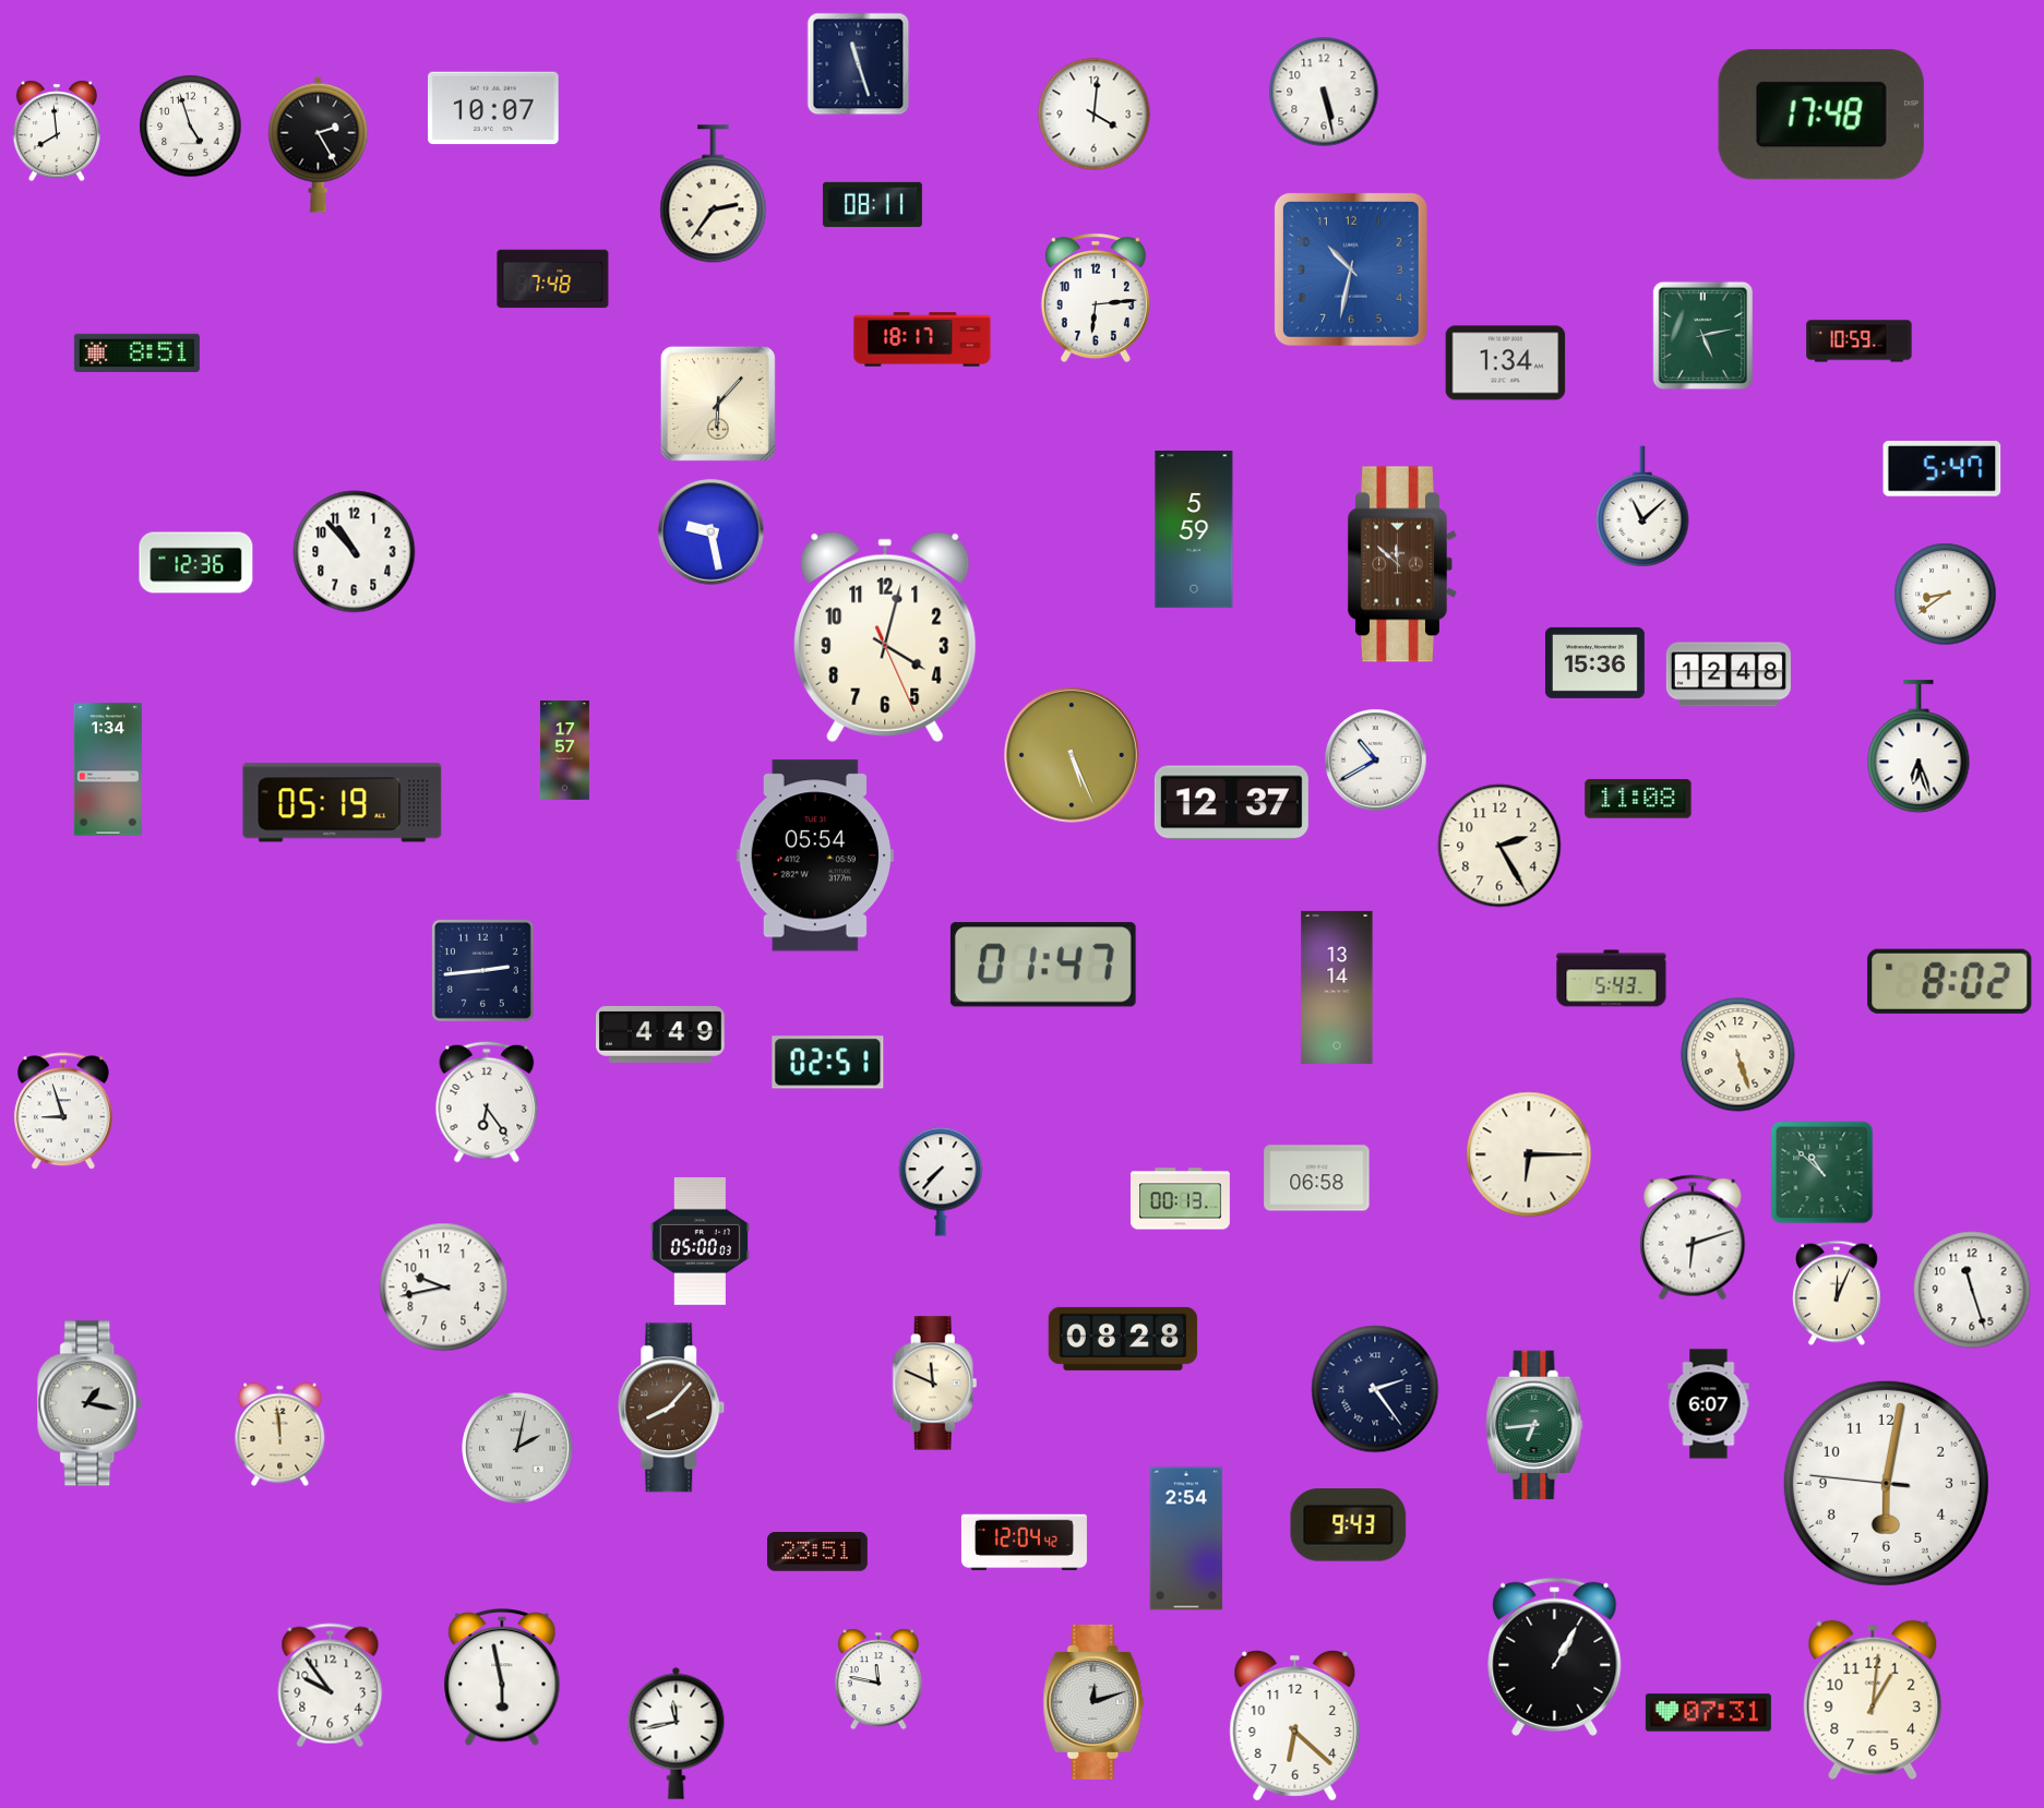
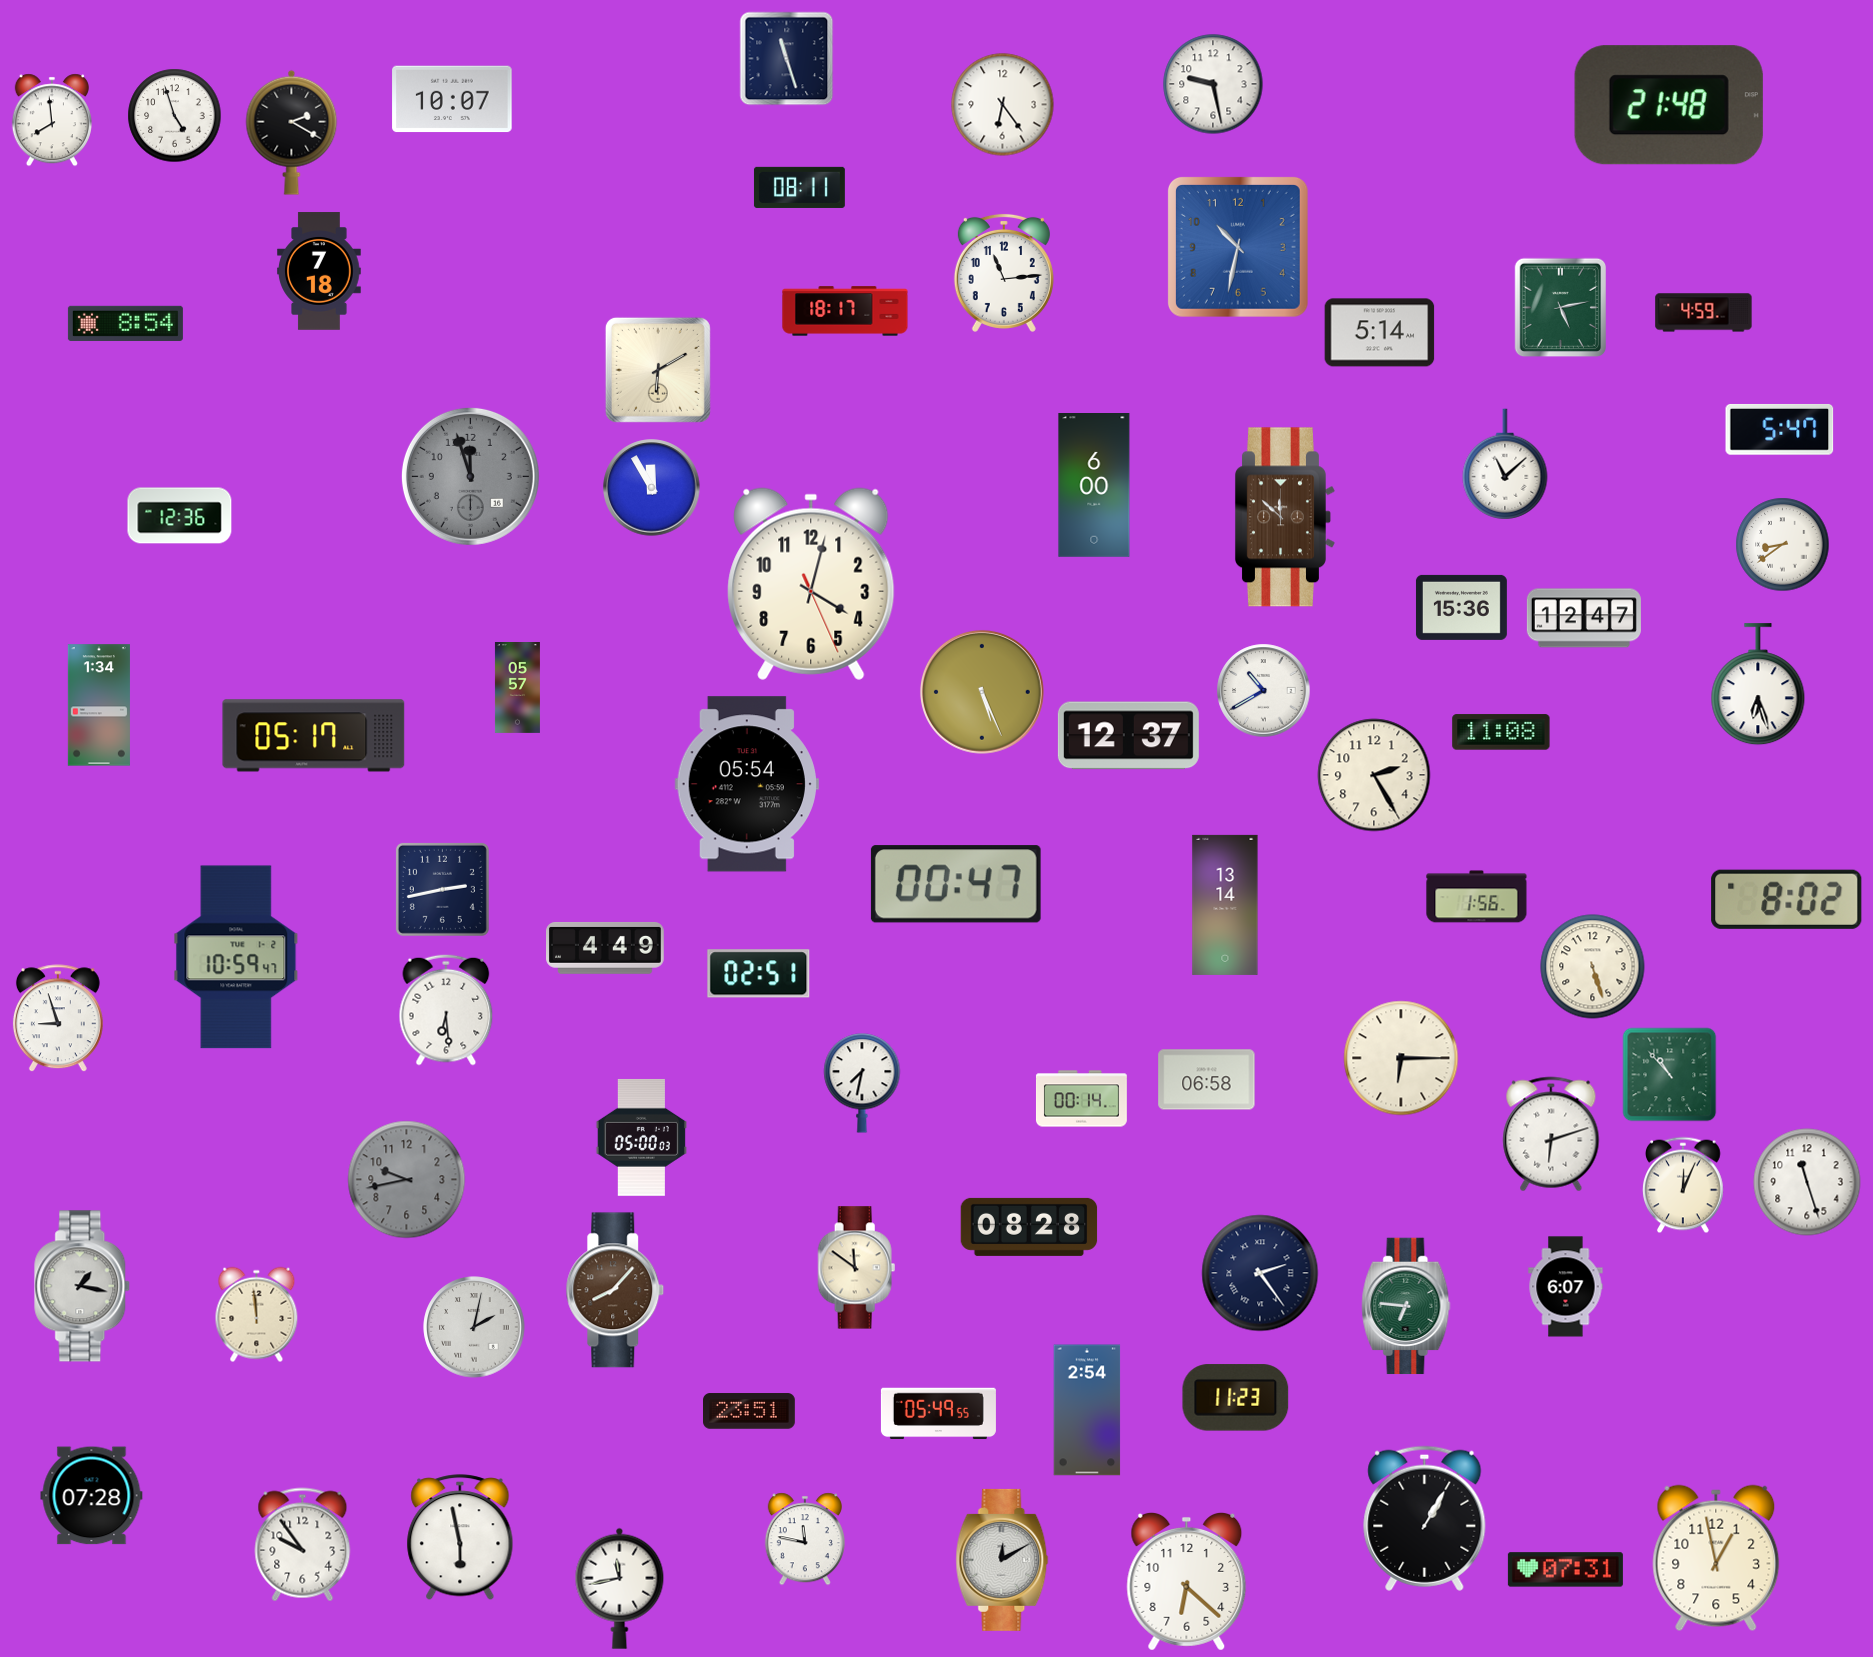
clock at (1324, 92): 5:28 -> 9:28
clock at (1095, 115): 4:01 -> 6:24
clock at (1821, 115): 17:48 -> 21:48
clock at (319, 144): 2:25 -> 2:20
clock at (714, 194): 2:36 -> none
clock at (553, 279): 7:48 -> none
clock at (319, 271): none -> 7:18
clock at (1096, 298): 6:14 -> 11:14
clock at (1860, 342): 10:59 -> 4:59
clock at (136, 352): 8:51 -> 8:54
clock at (1506, 363): 1:34 -> 5:14
clock at (718, 404): 6:07 -> 6:10
clock at (470, 476): none -> 11:57
clock at (1194, 530): 5:59 -> 6:00
clock at (712, 532): 9:28 -> 11:55
clock at (355, 552): 10:53 -> none
clock at (1729, 674): 12:48 -> 12:47
clock at (564, 751): 17:57 -> 05:57
clock at (1376, 761) position: (1376, 761) -> (1264, 691)
clock at (343, 803): 05:19 -> 05:17
clock at (1043, 965): 01:47 -> 00:47
clock at (482, 970): 2:44 -> 2:43
clock at (1612, 979): 5:43 -> 1:56
clock at (236, 957): none -> 10:59
clock at (487, 1102): 6:24 -> 6:29
clock at (1822, 1173): 10:52 -> 10:53
clock at (941, 1182): 7:37 -> 7:32
clock at (1180, 1199): 00:13 -> 00:14
clock at (444, 1288) dial: white -> grey
clock at (935, 1384): 11:49 -> 11:51
clock at (1534, 1425): 6:44 -> 6:46
clock at (1886, 1483): 6:01 -> none
clock at (1349, 1525): 9:43 -> 11:23
clock at (1024, 1543): 12:04 -> 05:49
clock at (818, 1552) position: (818, 1552) -> (750, 1411)
clock at (92, 1496): none -> 07:28
clock at (1873, 1700): 1:01 -> 12:58
clock at (1093, 1702): 12:12 -> 12:10
